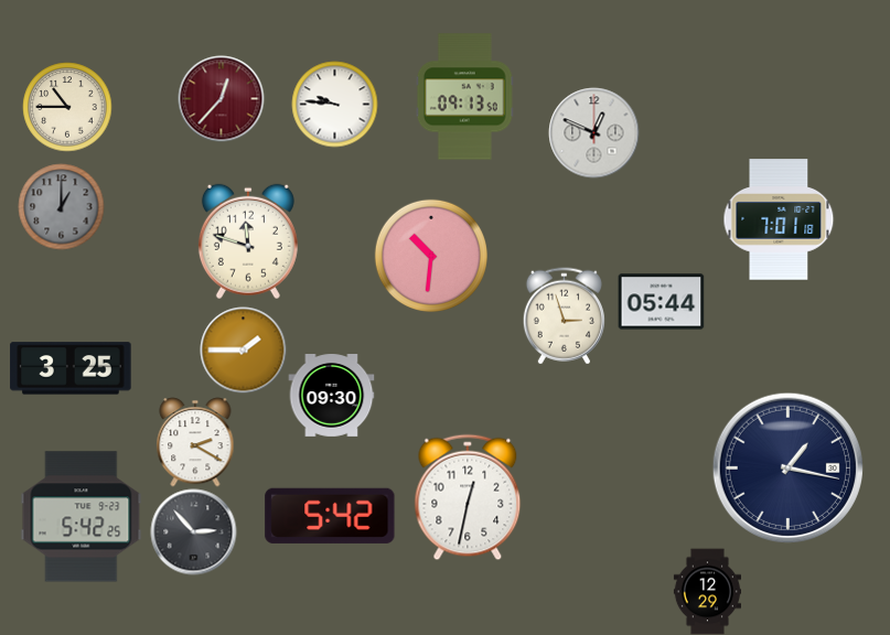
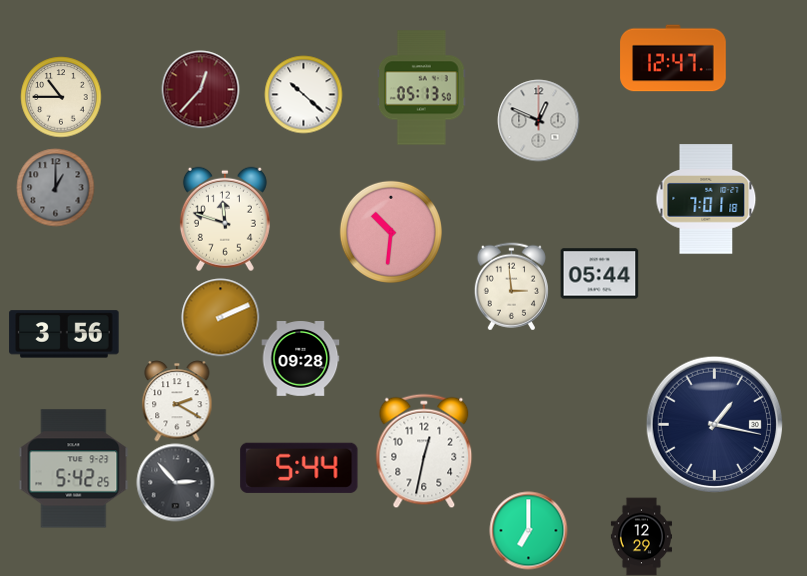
clock at (673, 58): none -> 12:47
clock at (464, 97): 09:13 -> 05:13
clock at (334, 104): 9:46 -> 10:22
clock at (564, 315): 2:57 -> 2:59
clock at (243, 349): 1:45 -> 2:11
clock at (71, 368): 3:25 -> 3:56
clock at (331, 396): 09:30 -> 09:28
clock at (330, 516): 5:42 -> 5:44
clock at (528, 530): none -> 7:00
